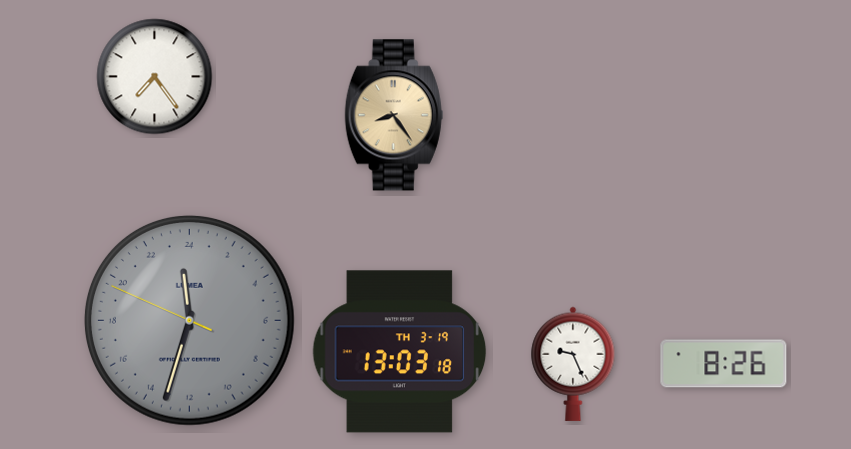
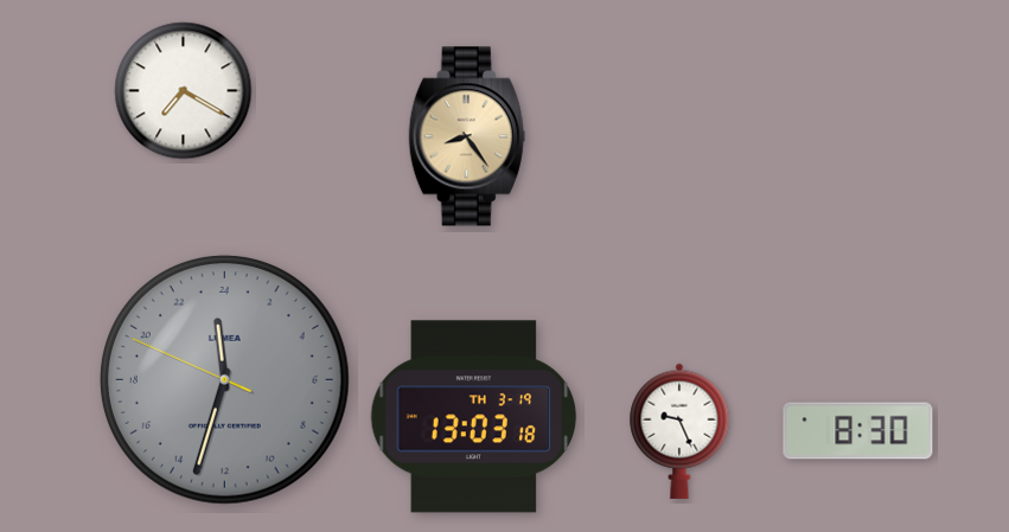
clock at (155, 77): 7:24 -> 7:20
clock at (724, 364): 8:26 -> 8:30
